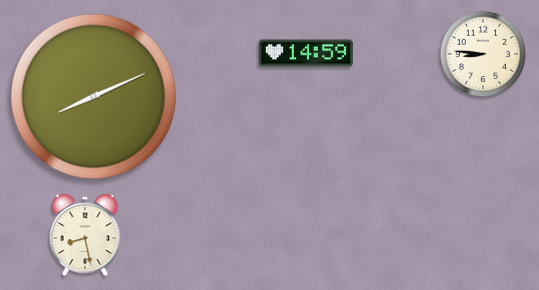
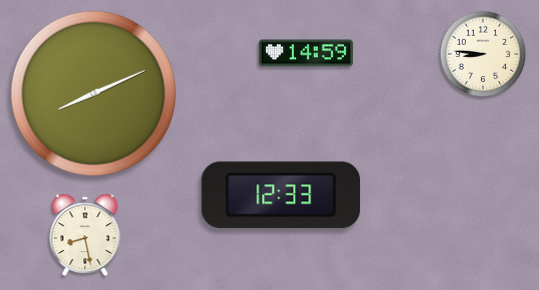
clock at (93, 96) position: (93, 96) -> (93, 93)
clock at (281, 195): none -> 12:33
